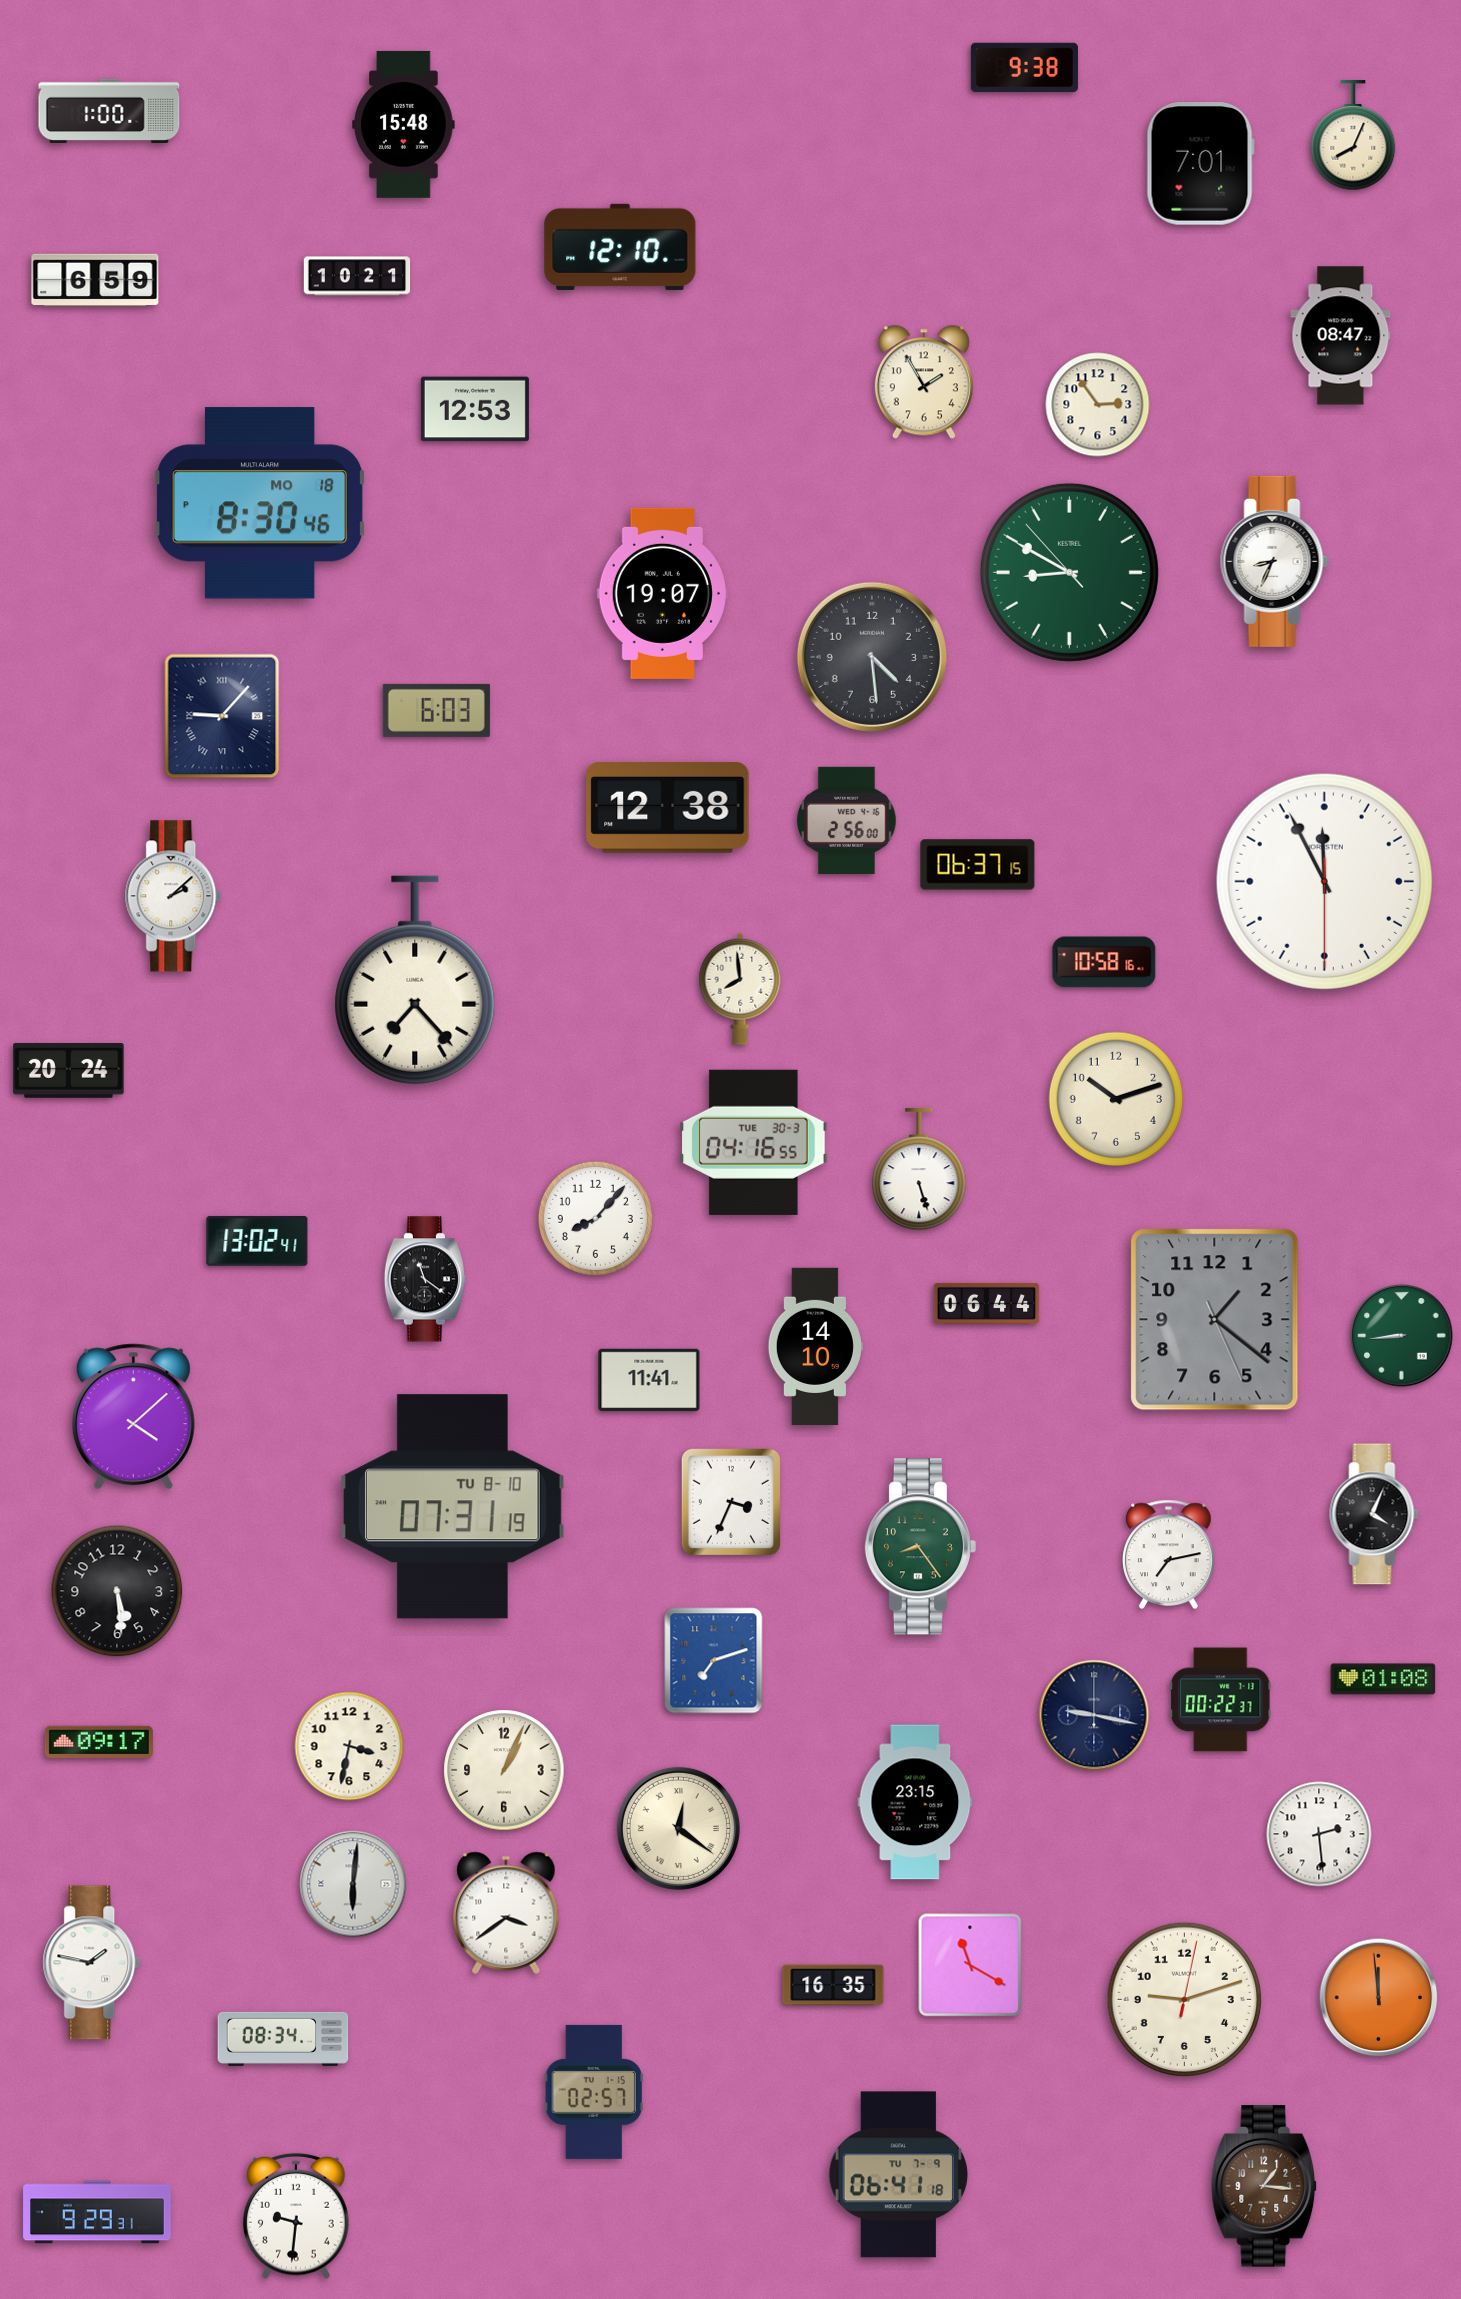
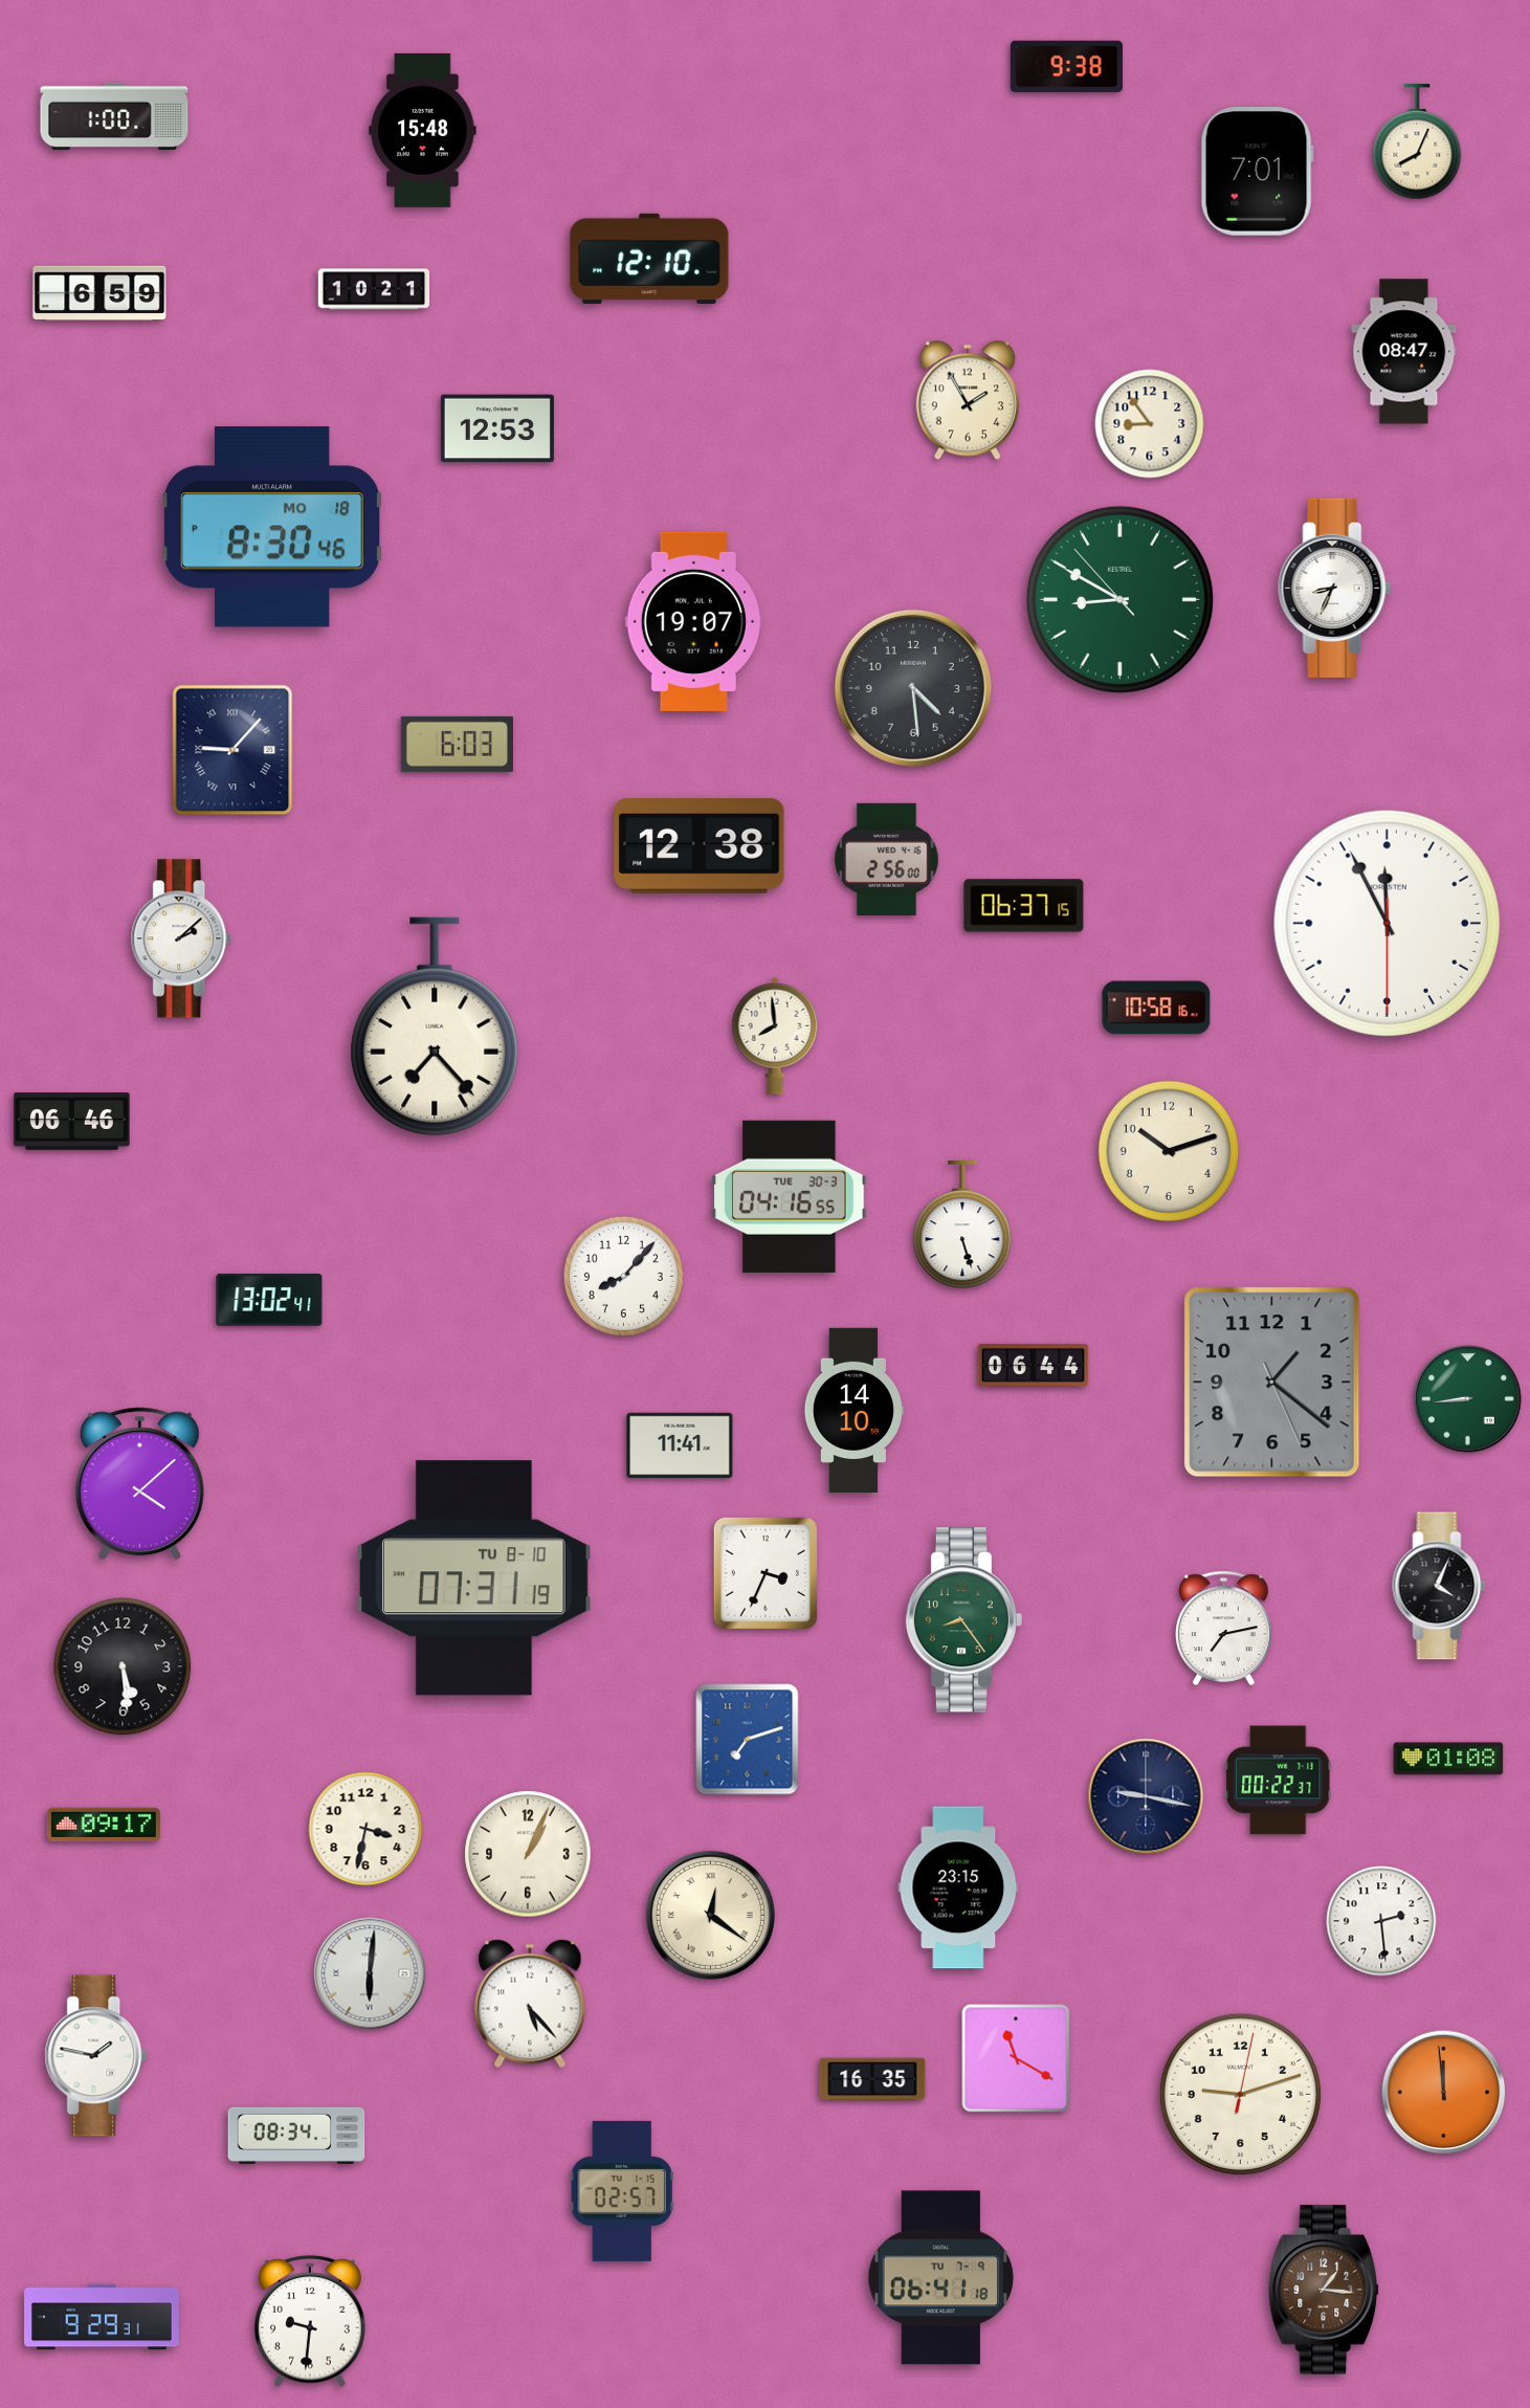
clock at (1024, 68) position: (1024, 68) -> (1066, 67)
clock at (1098, 405): 2:54 -> 8:54
clock at (69, 1071): 20:24 -> 06:46
clock at (425, 1279): 11:21 -> none
clock at (506, 1913): 3:39 -> 5:23
